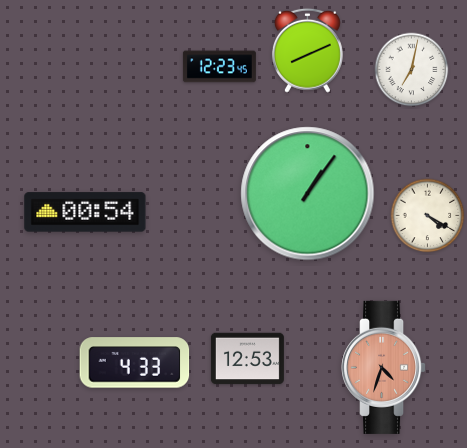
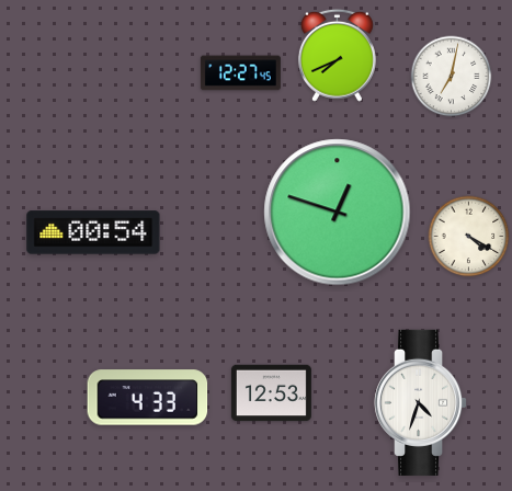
clock at (307, 50): 8:11 -> 7:41
clock at (219, 67): 12:23 -> 12:27
clock at (308, 194): 1:06 -> 12:48
clock at (384, 367) dial: salmon -> white
